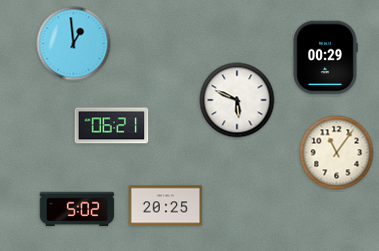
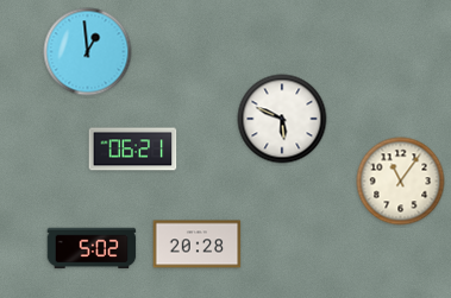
clock at (325, 58): 00:29 -> none
clock at (166, 206): 20:25 -> 20:28
